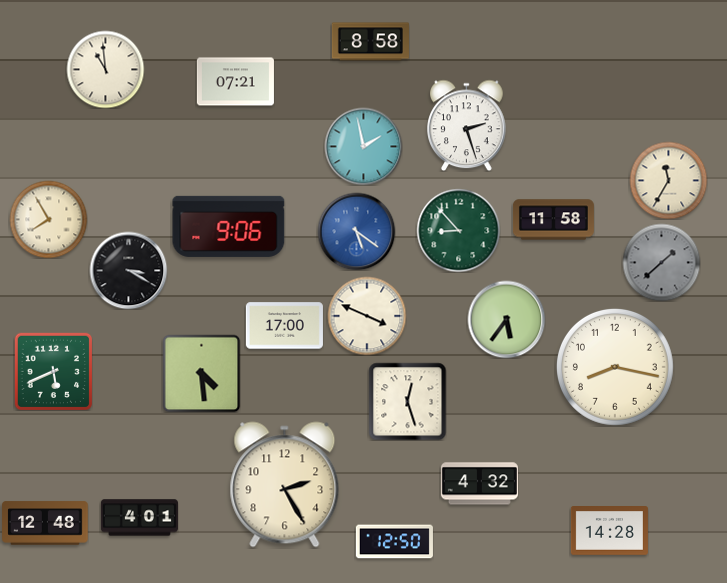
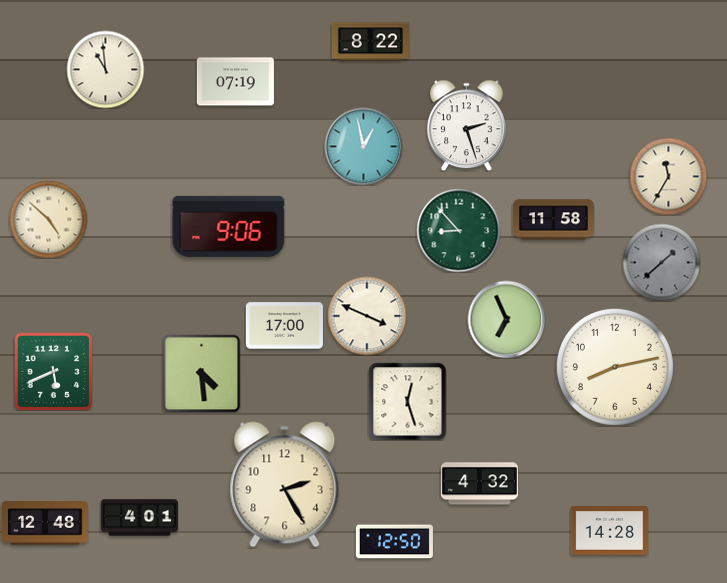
clock at (370, 42): 8:58 -> 8:22
clock at (235, 82): 07:21 -> 07:19
clock at (363, 146): 1:58 -> 12:58
clock at (668, 180) position: (668, 180) -> (668, 176)
clock at (48, 219): 7:55 -> 4:52
clock at (356, 231): 5:21 -> none
clock at (128, 270): 3:20 -> none
clock at (506, 319): 5:36 -> 6:56
clock at (615, 367): 8:17 -> 8:13
